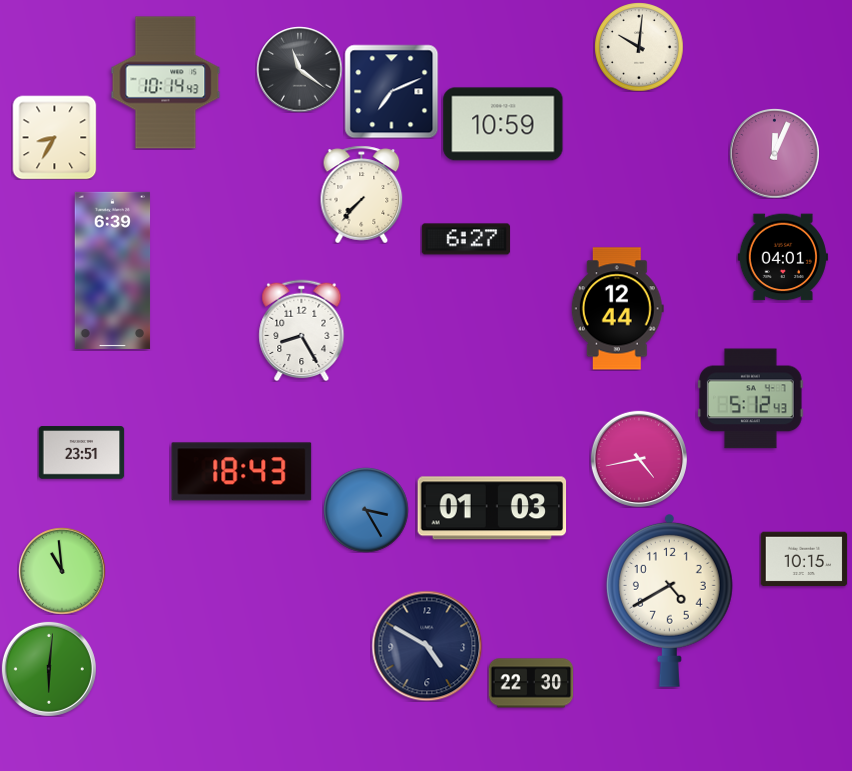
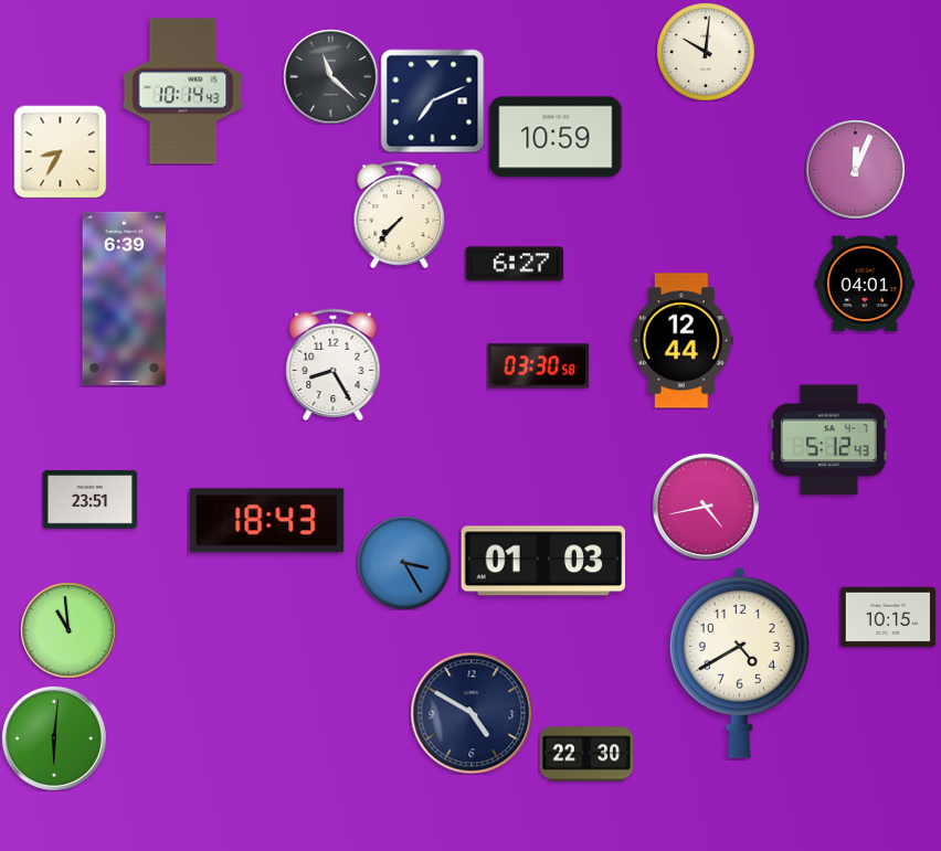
clock at (299, 69): 11:21 -> 11:22
clock at (538, 366): none -> 03:30
